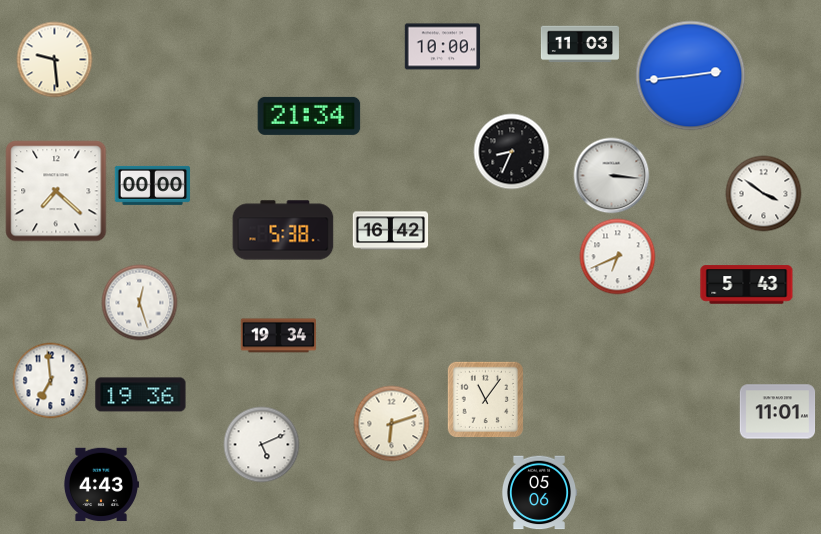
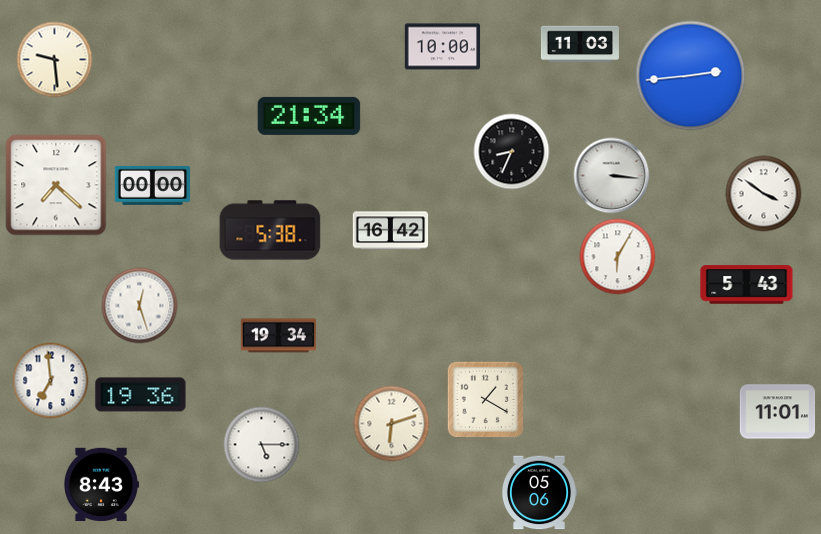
clock at (56, 191) position: (56, 191) -> (56, 185)
clock at (283, 230) position: (283, 230) -> (270, 230)
clock at (618, 257): 6:41 -> 6:05
clock at (140, 303) position: (140, 303) -> (140, 306)
clock at (485, 399): 11:06 -> 1:20
clock at (262, 445): 5:11 -> 5:15
clock at (101, 485): 4:43 -> 8:43
